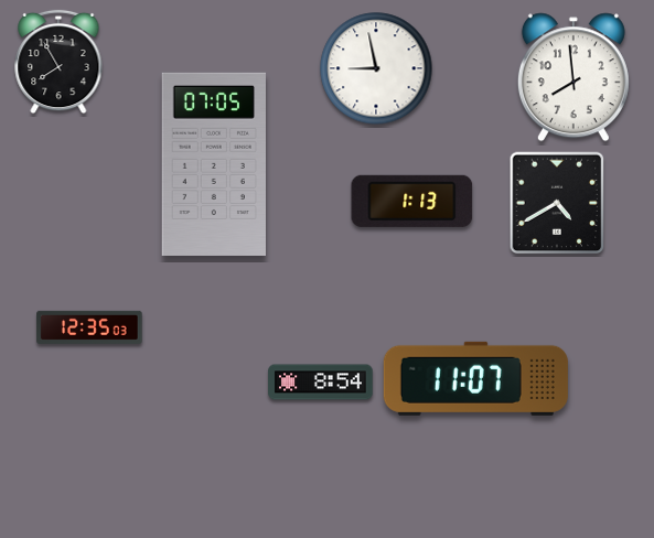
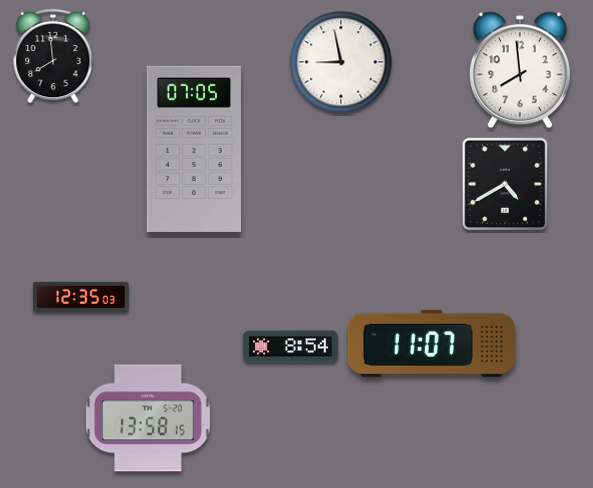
clock at (58, 62): 7:55 -> 7:59
clock at (412, 201): 1:13 -> none
clock at (149, 418): none -> 13:58
